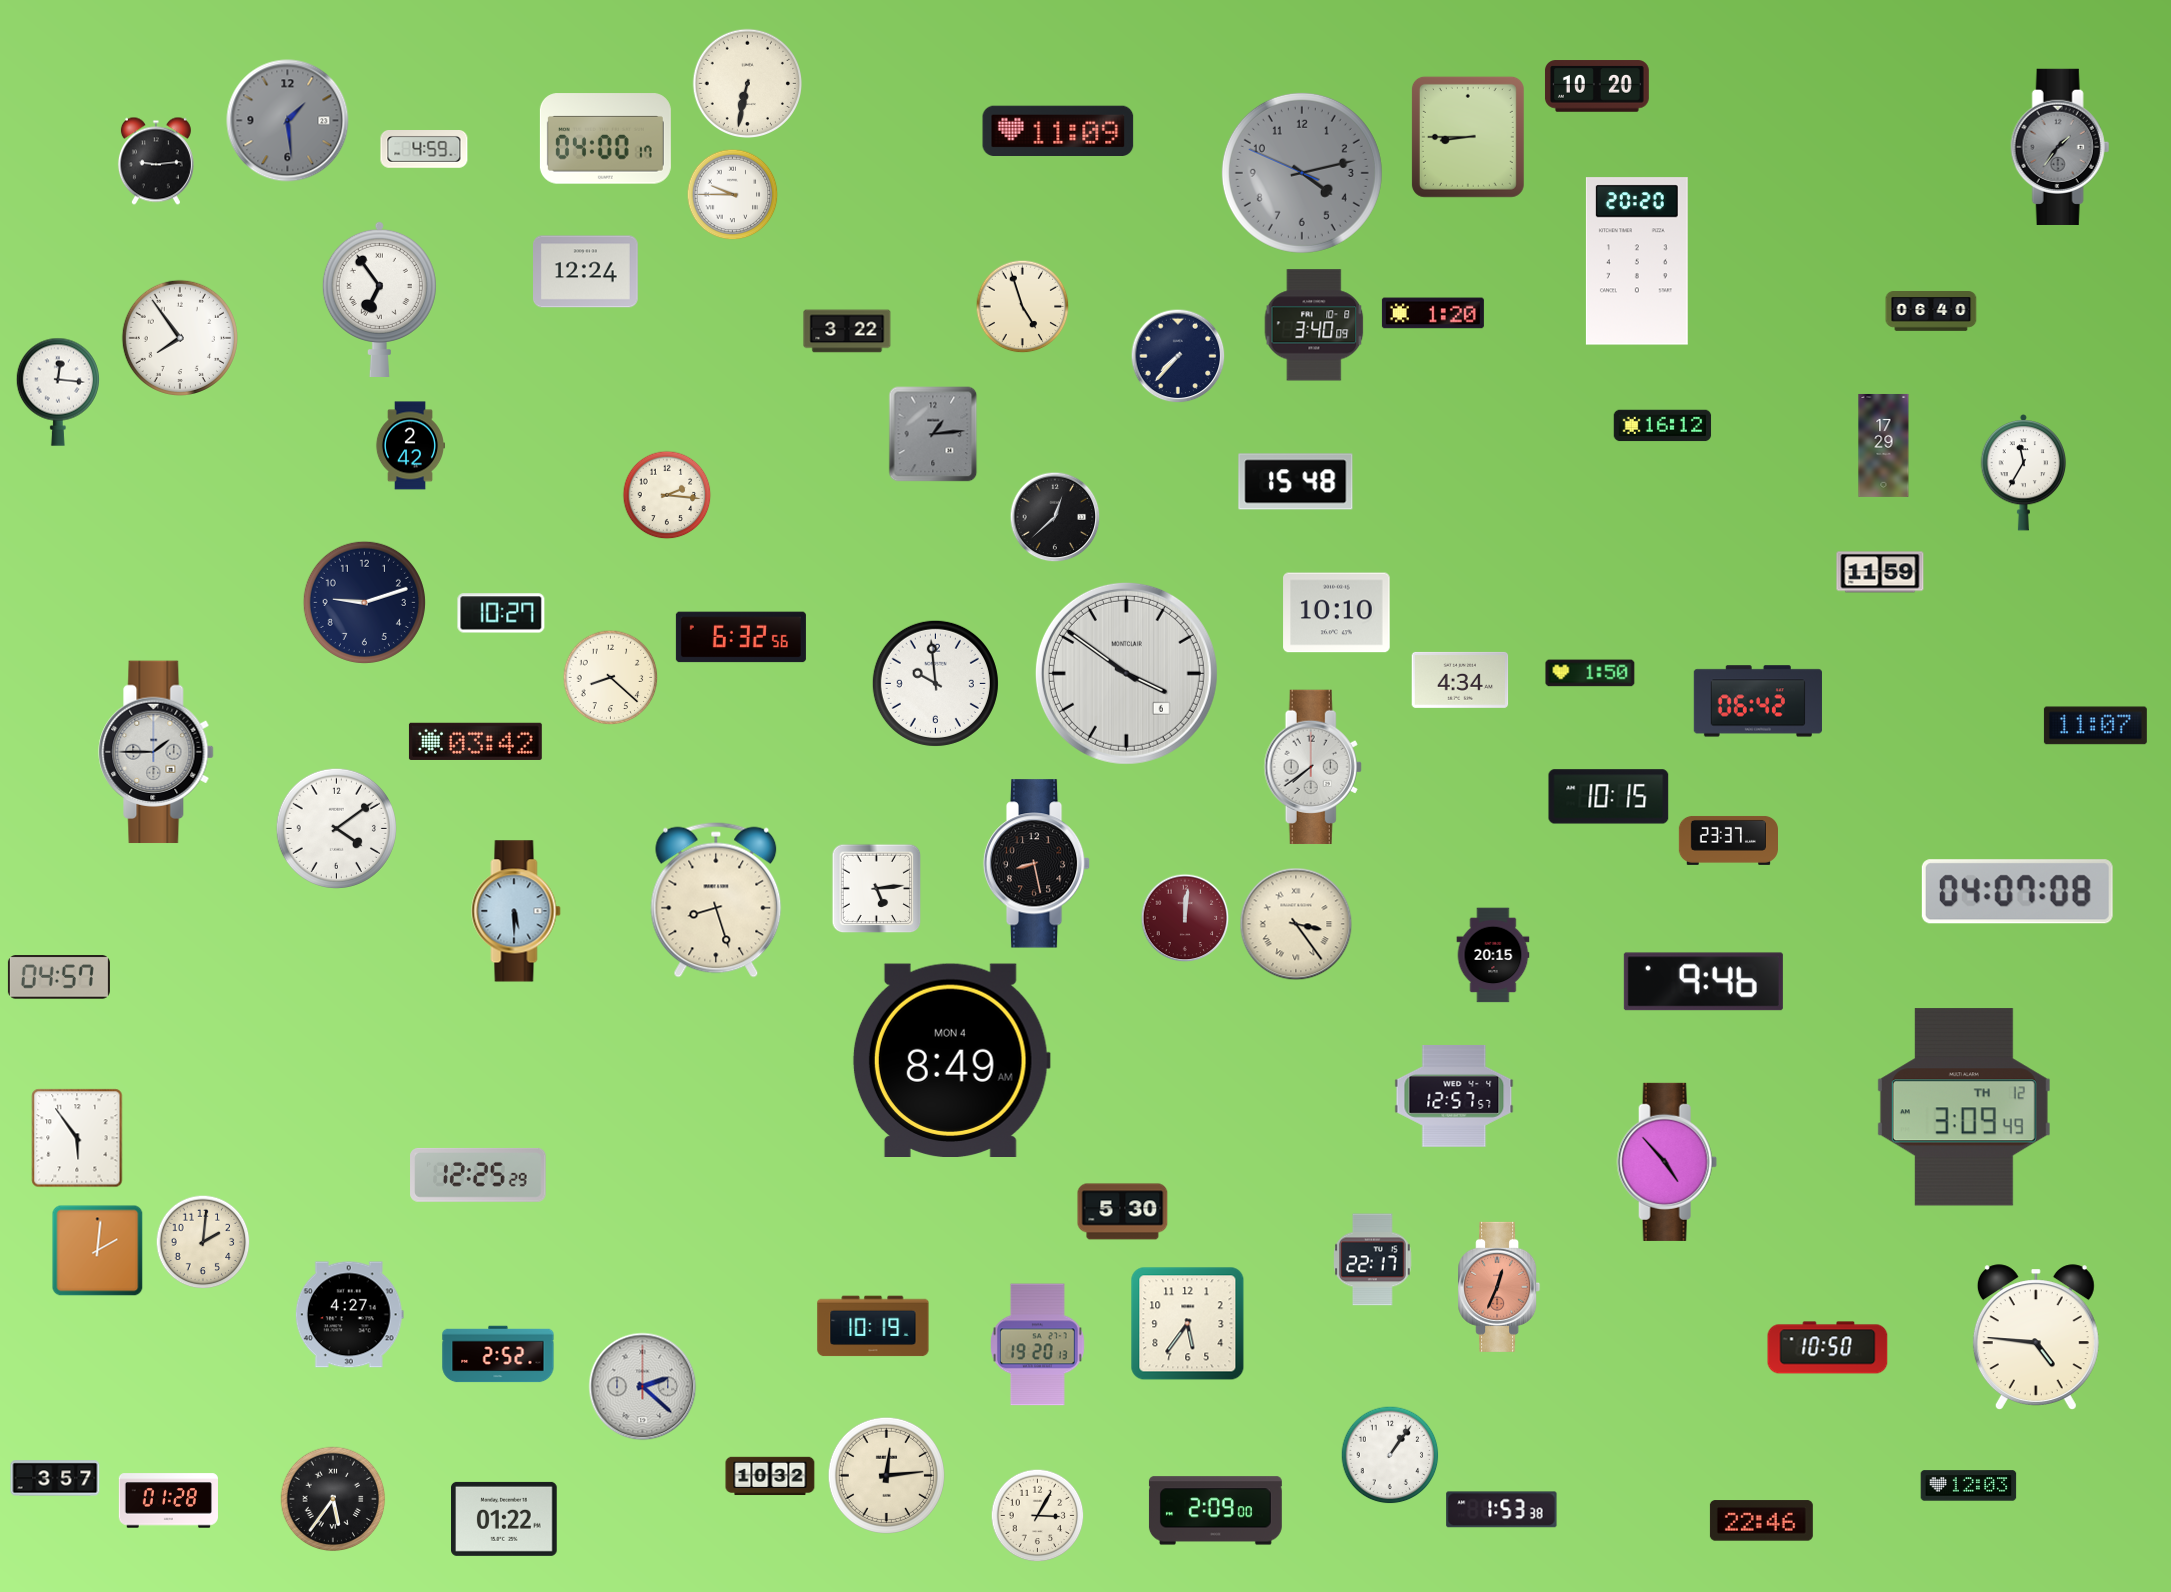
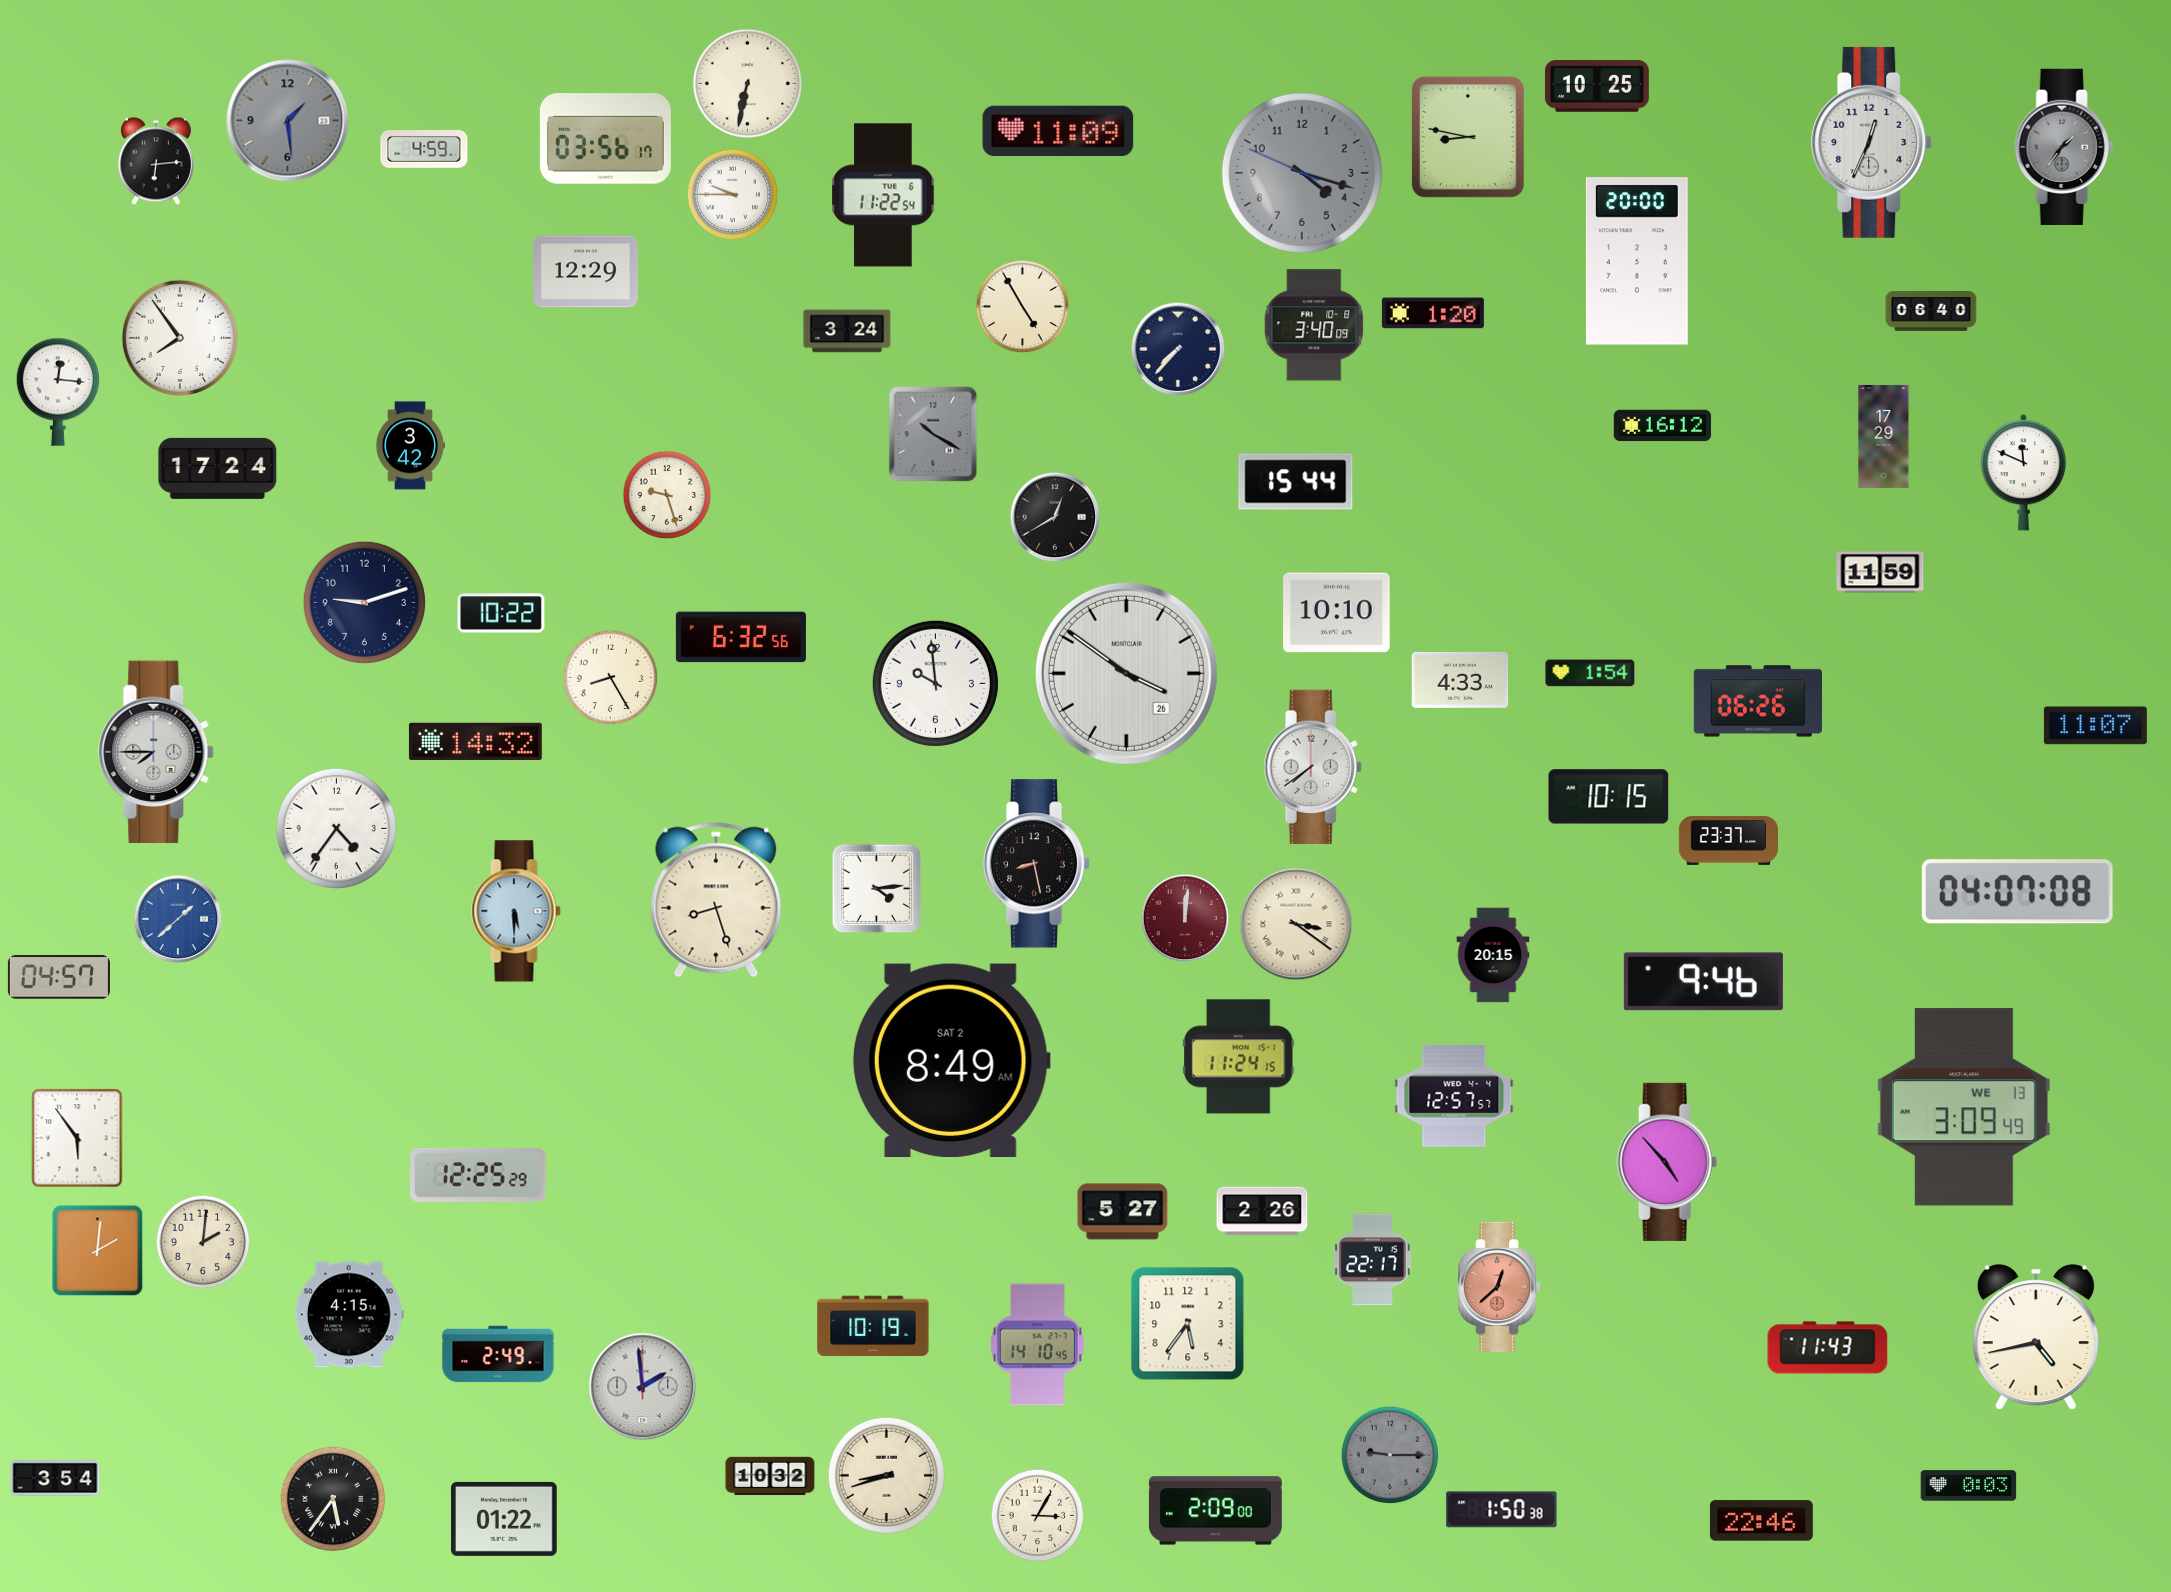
clock at (1597, 86): 10:20 -> 10:25
clock at (1468, 137): 8:45 -> 8:47
clock at (605, 139): 04:00 -> 03:56
clock at (1872, 142): none -> 12:34
clock at (2060, 147) position: (2060, 147) -> (2064, 147)
clock at (156, 161): 9:14 -> 6:14
clock at (1302, 173): 4:12 -> 4:17
clock at (883, 195): none -> 11:22
clock at (1637, 261): 20:20 -> 20:00
clock at (586, 272): 12:24 -> 12:29
clock at (379, 298): 6:54 -> none
clock at (1023, 307): 4:57 -> 4:55
clock at (847, 331): 3:22 -> 3:24
clock at (1178, 356) position: (1178, 356) -> (1178, 349)
clock at (933, 434): 1:14 -> 10:20
clock at (1884, 445) position: (1884, 445) -> (1884, 436)
clock at (409, 446): 2:42 -> 3:42
clock at (218, 468): none -> 17:24
clock at (2024, 473): 11:35 -> 11:49
clock at (1296, 482): 15:48 -> 15:44
clock at (667, 495): 2:16 -> 9:27
clock at (1055, 517): 12:38 -> 12:40
clock at (501, 613): 10:27 -> 10:22
clock at (1126, 673) date: 6 -> 26
clock at (1590, 673): 1:50 -> 1:54
clock at (611, 678): 8:22 -> 8:25
clock at (1460, 680): 4:34 -> 4:33
clock at (1758, 701): 06:42 -> 06:26
clock at (475, 741): 03:42 -> 14:32
clock at (156, 752): 1:45 -> 7:45
clock at (336, 828): 4:09 -> 4:36
clock at (877, 889): 5:14 -> 4:14
clock at (178, 919): none -> 1:38
clock at (1296, 924): 3:24 -> 3:21
clock at (1238, 1057): none -> 11:24
clock at (951, 1060) date: MON 4 -> SAT 2
clock at (1964, 1107) date: TH 12 -> WE 13
clock at (1262, 1211): none -> 2:26
clock at (1123, 1212): 5:30 -> 5:27
clock at (1499, 1287): 12:34 -> 12:38
clock at (349, 1315): 4:27 -> 4:15
clock at (2036, 1337): 4:46 -> 4:43
clock at (1038, 1345): 19:20 -> 14:10
clock at (1828, 1348): 10:50 -> 11:43
clock at (498, 1354): 2:52 -> 2:49
clock at (643, 1387): 2:22 -> 1:59
clock at (1390, 1455): 1:06 -> 9:15
clock at (1390, 1455) dial: white -> grey
clock at (886, 1475): 12:14 -> 8:42
clock at (55, 1478): 3:57 -> 3:54
clock at (1969, 1486): 12:03 -> 0:03
clock at (168, 1501): 01:28 -> none
clock at (1502, 1510): 1:53 -> 1:50
